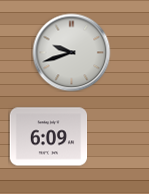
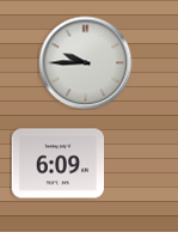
clock at (71, 52): 9:42 -> 9:45
